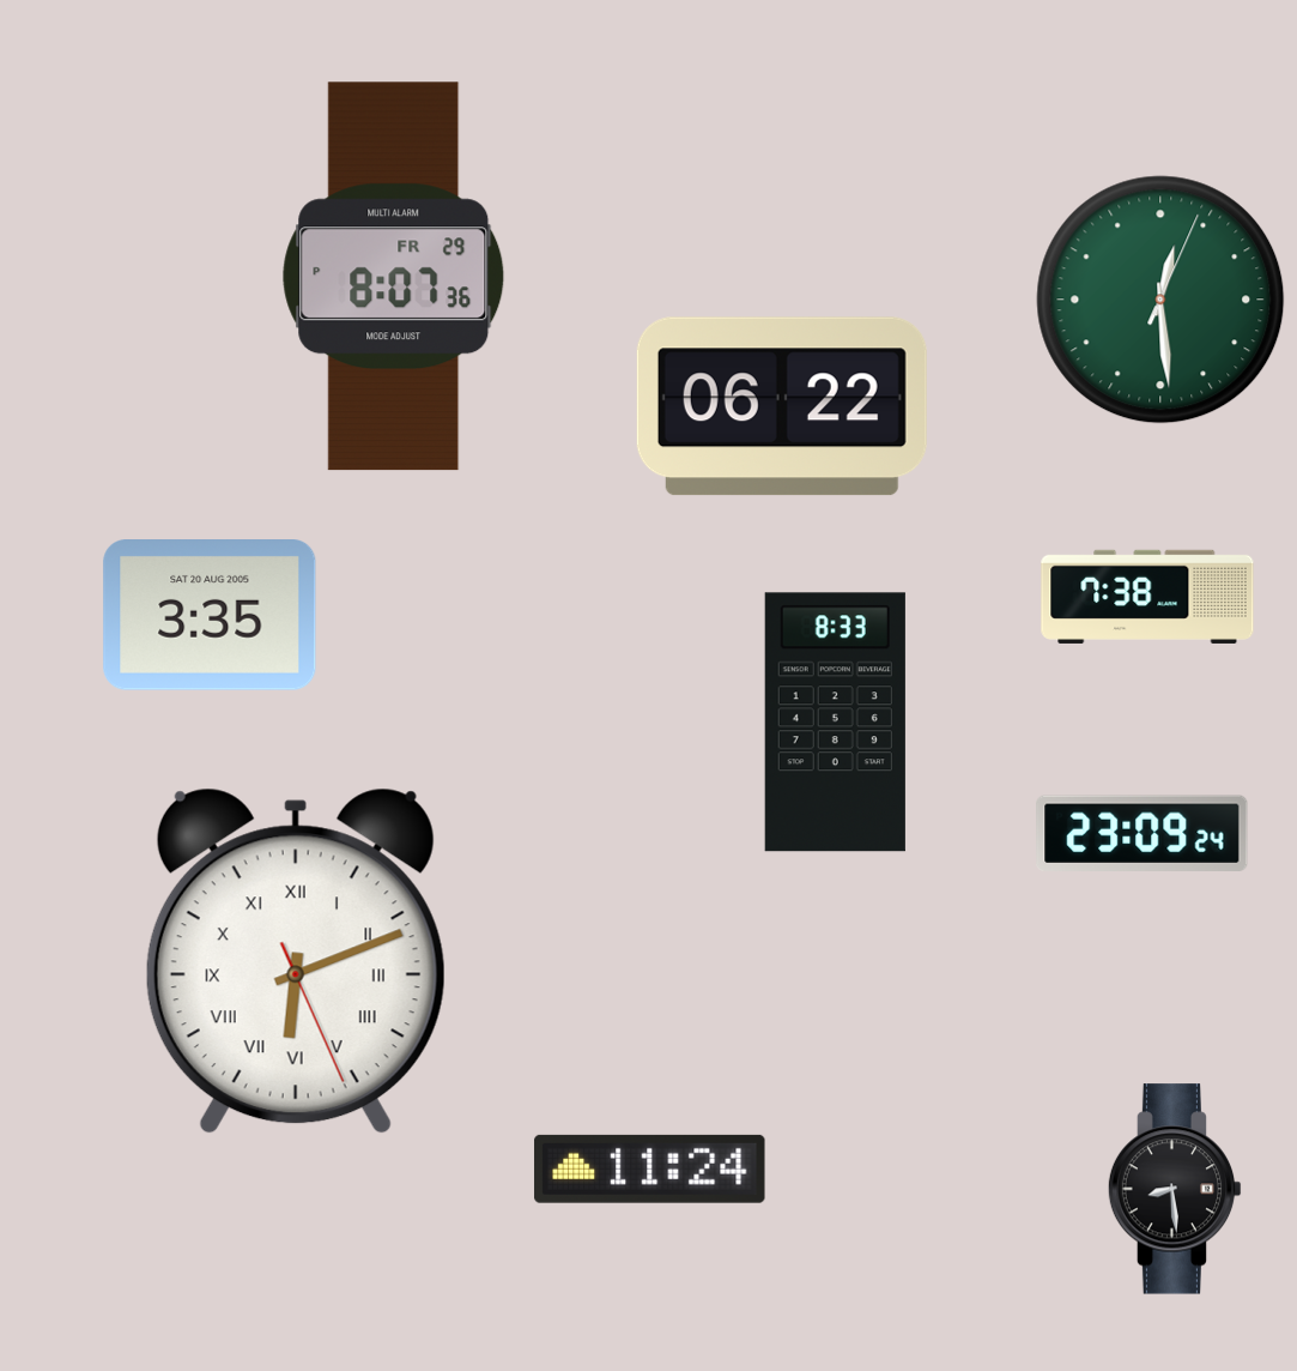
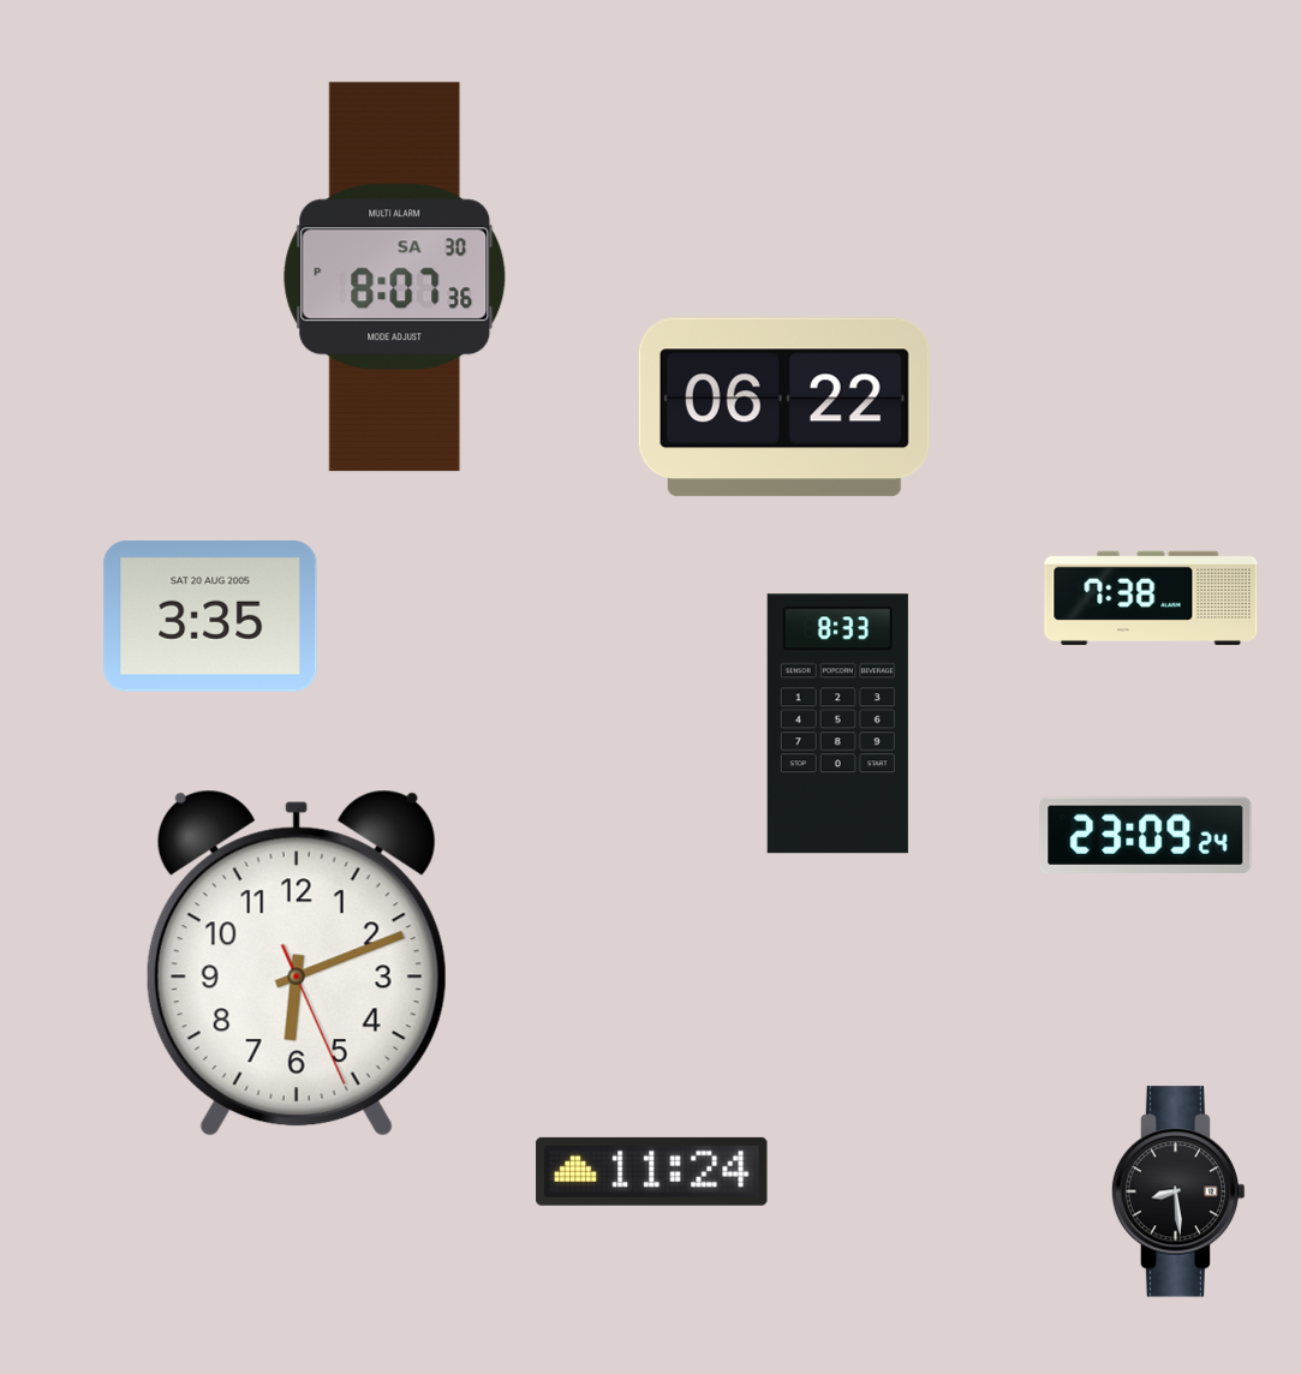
clock at (394, 277) date: FR 29 -> SA 30
clock at (1160, 300): 12:29 -> none
clock at (296, 961) numerals: Roman -> Arabic
